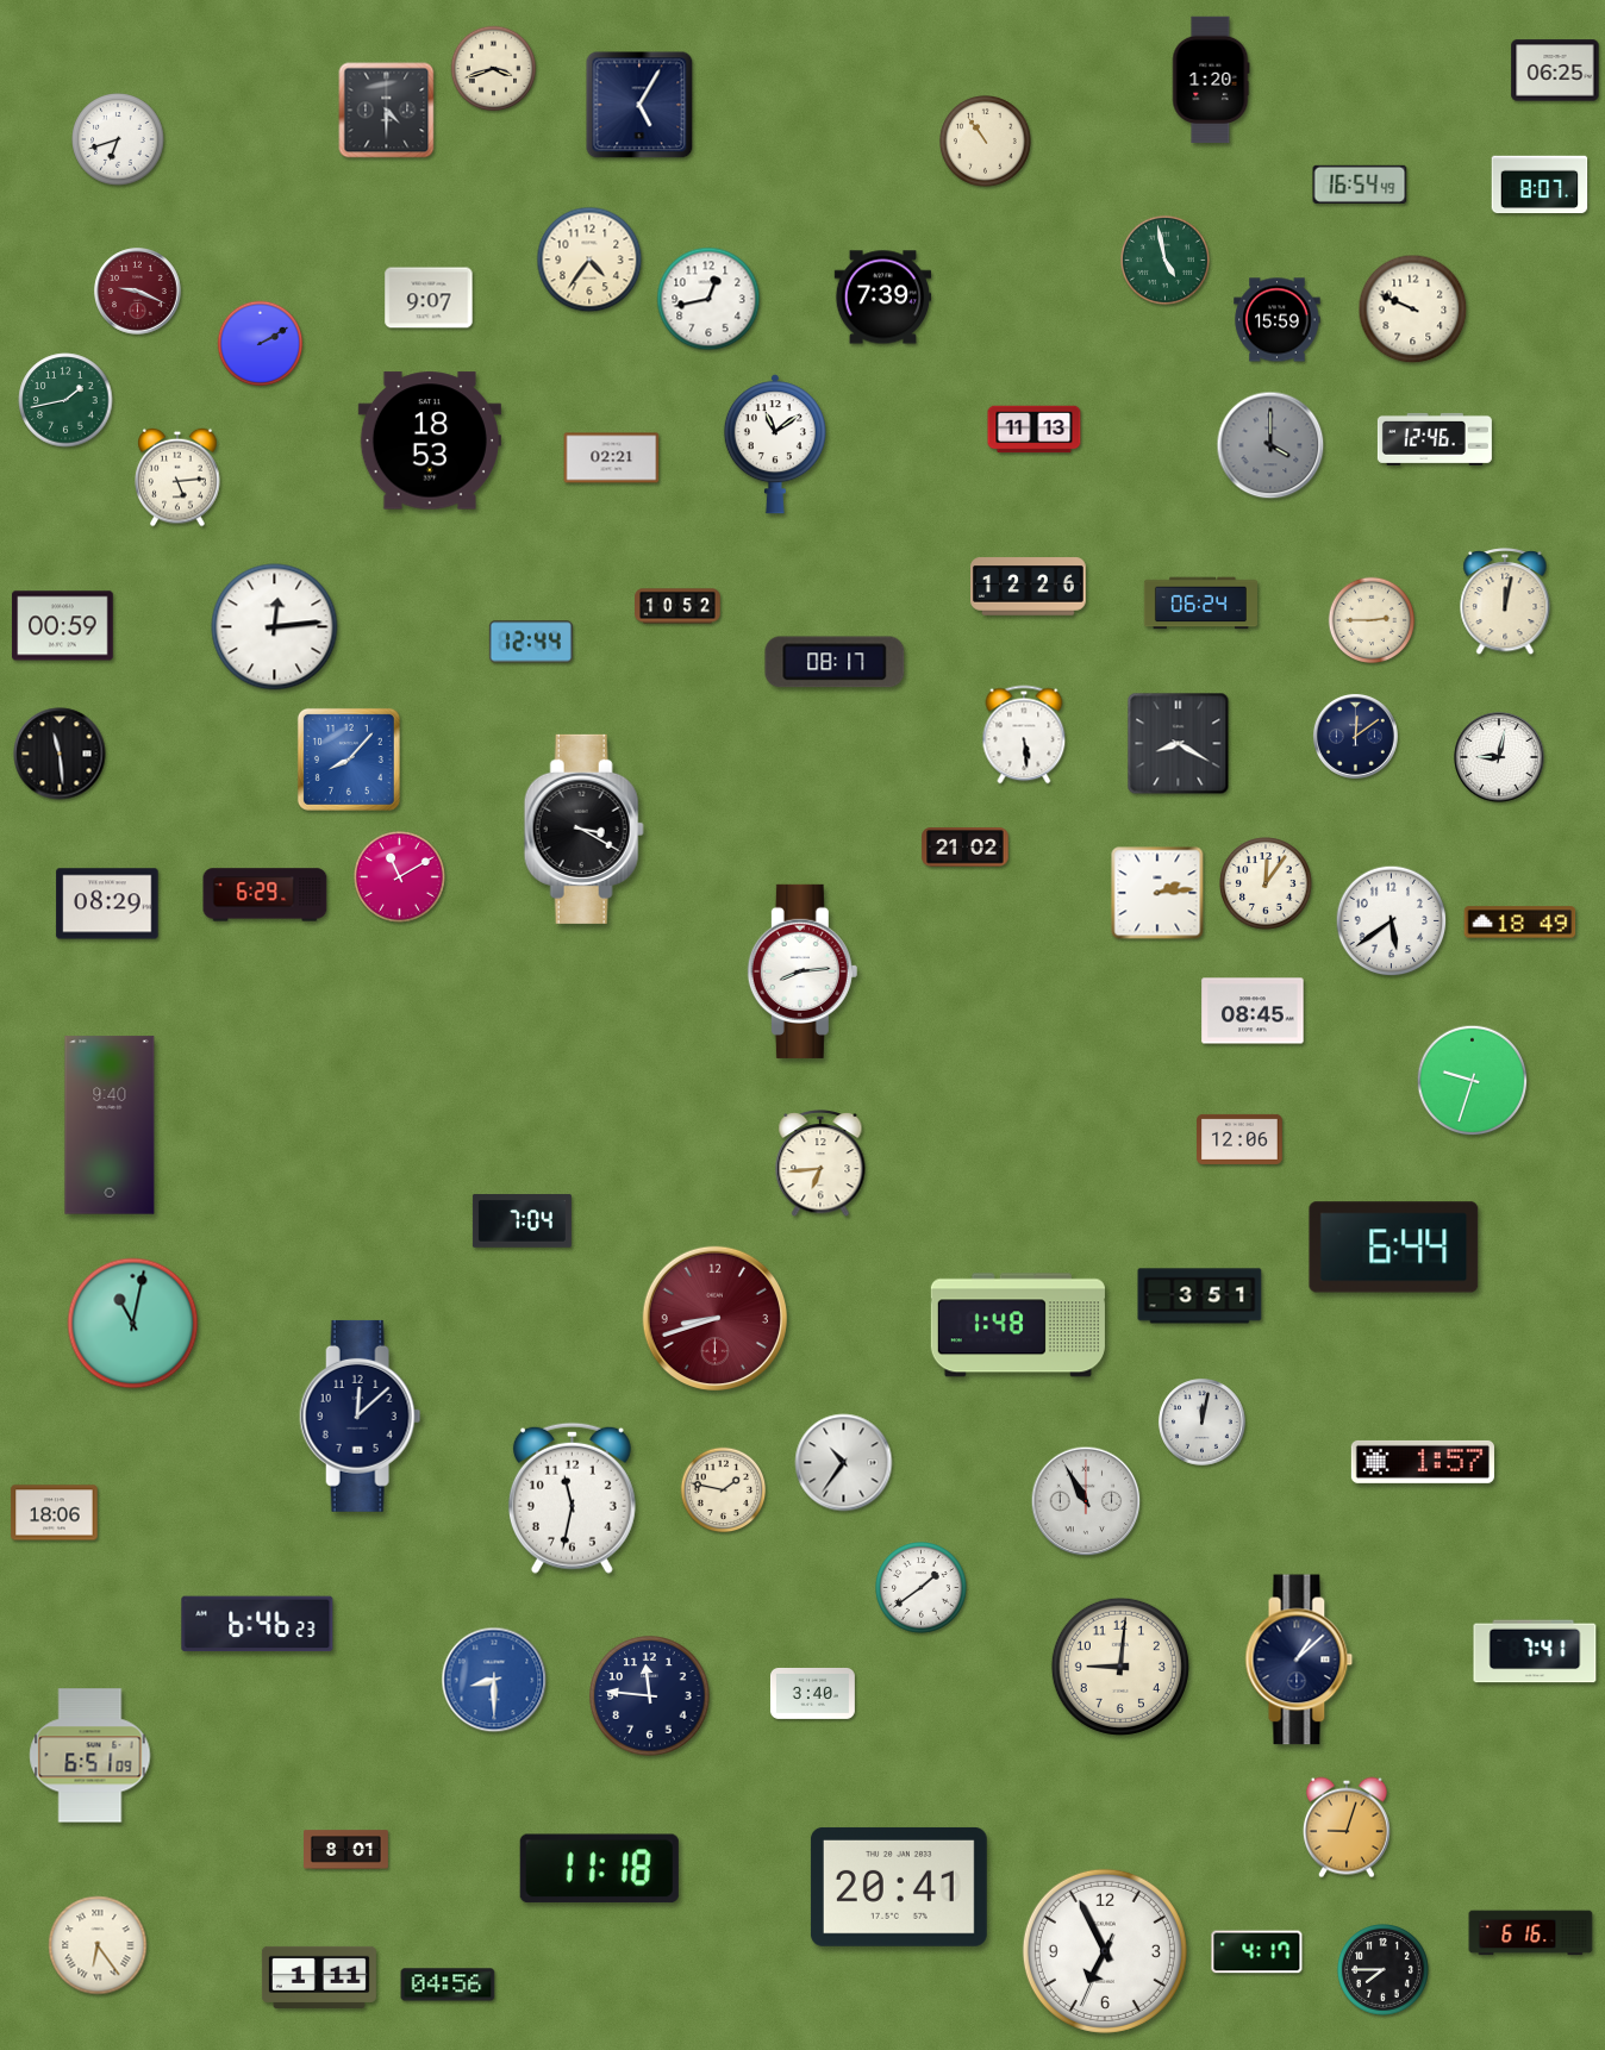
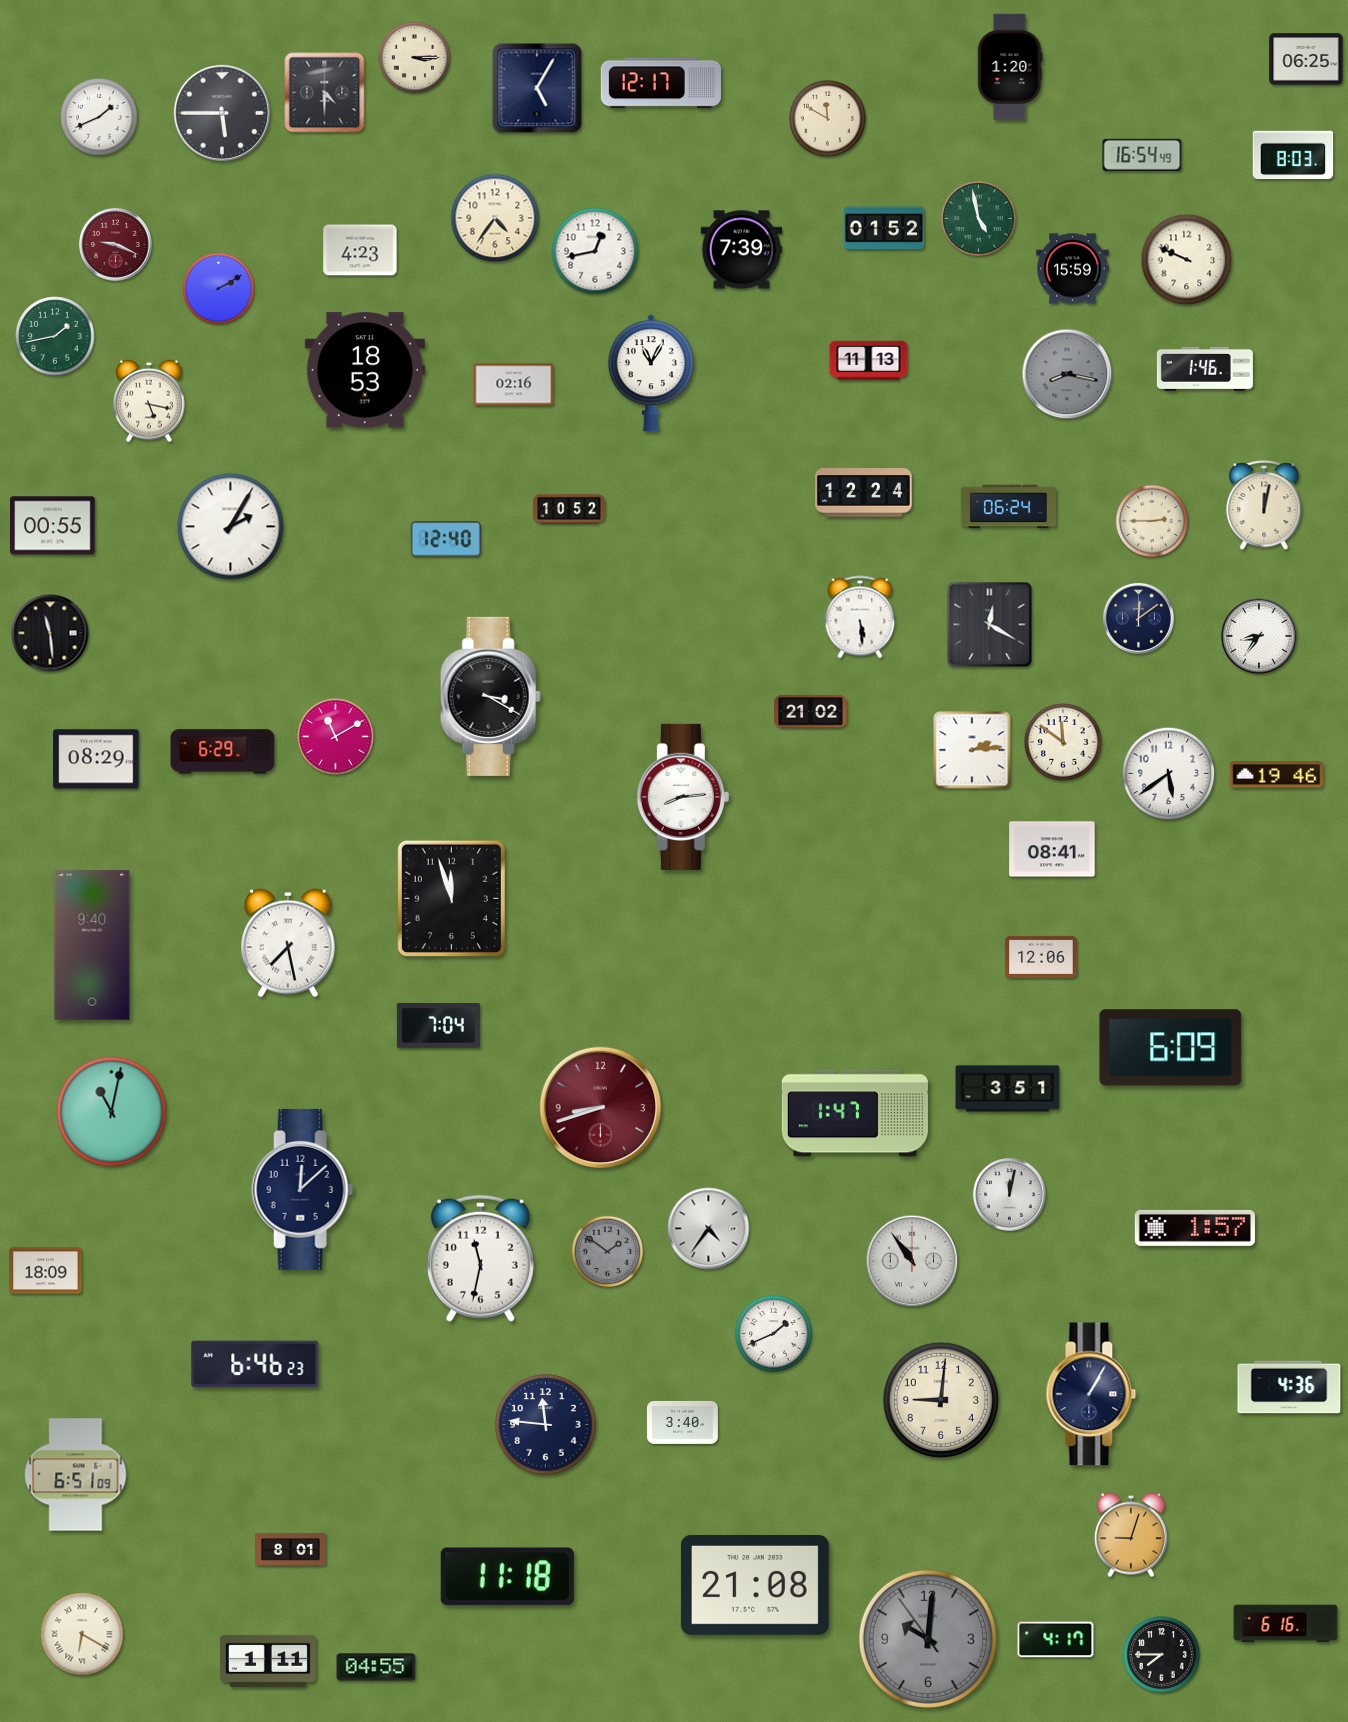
clock at (494, 69): 3:42 -> 3:15
clock at (1211, 80) position: (1211, 80) -> (1010, 67)
clock at (661, 83): none -> 12:17
clock at (222, 113): none -> 5:45
clock at (118, 139): 6:42 -> 1:41
clock at (986, 142): 10:54 -> 11:50
clock at (1540, 185): 8:07 -> 8:03
clock at (884, 228): none -> 01:52
clock at (429, 298): 9:07 -> 4:23
clock at (1435, 439): 12:46 -> 1:46
clock at (430, 440) position: (430, 440) -> (365, 370)
clock at (775, 444): 11:09 -> 11:05
clock at (1270, 445): 4:00 -> 8:17
clock at (612, 458): 02:21 -> 02:16
clock at (177, 477): 5:14 -> 5:17
clock at (1029, 587): 12:26 -> 12:24
clock at (63, 626): 00:59 -> 00:55
clock at (275, 627): 12:14 -> 2:05
clock at (531, 642): 12:44 -> 12:40
clock at (835, 662): 08:17 -> none
clock at (1179, 744): 8:20 -> 12:20
clock at (1499, 757): 9:02 -> 8:36
clock at (349, 760): 8:07 -> none
clock at (1266, 883): 12:06 -> 11:51
clock at (107, 904) position: (107, 904) -> (96, 759)
clock at (1520, 923): 18:49 -> 19:46
clock at (802, 971) position: (802, 971) -> (683, 797)
clock at (1253, 1011): 08:45 -> 08:41
clock at (451, 898): none -> 11:57
clock at (1473, 1081): 9:33 -> none
clock at (288, 943): none -> 7:28
clock at (820, 1164): 6:44 -> none
clock at (1394, 1248): 6:44 -> 6:09
clock at (1018, 1325): 1:48 -> 1:47
clock at (844, 1463): 10:36 -> 4:36
clock at (724, 1490): 1:47 -> 1:51
clock at (724, 1490) dial: cream -> grey
clock at (1086, 1501): 10:55 -> 10:54
clock at (55, 1513): 18:06 -> 18:09
clock at (922, 1588): 1:39 -> 1:41
clock at (257, 1624) position: (257, 1624) -> (255, 1364)
clock at (1535, 1651): 7:41 -> 4:36
clock at (1299, 1660): 1:08 -> 1:05
clock at (494, 1680): 8:30 -> none
clock at (346, 1850) position: (346, 1850) -> (291, 1550)
clock at (599, 1869) position: (599, 1869) -> (507, 1577)
clock at (899, 1887): 20:41 -> 21:08
clock at (98, 1945): 6:24 -> 6:20
clock at (1105, 1951): 6:55 -> 10:00
clock at (1105, 1951) dial: white -> grey
clock at (448, 1985): 04:56 -> 04:55
